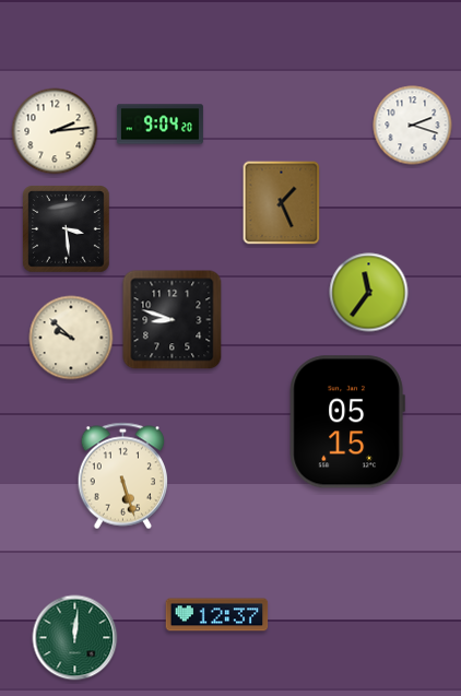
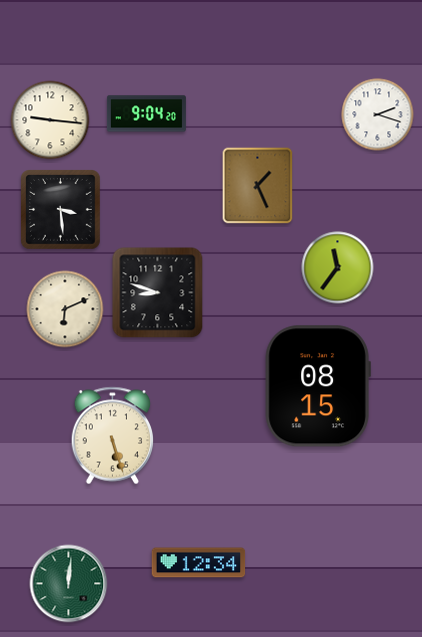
clock at (55, 131): 2:14 -> 9:16
clock at (71, 338): 9:52 -> 6:11
clock at (347, 422): 05:15 -> 08:15
clock at (217, 615): 12:37 -> 12:34
